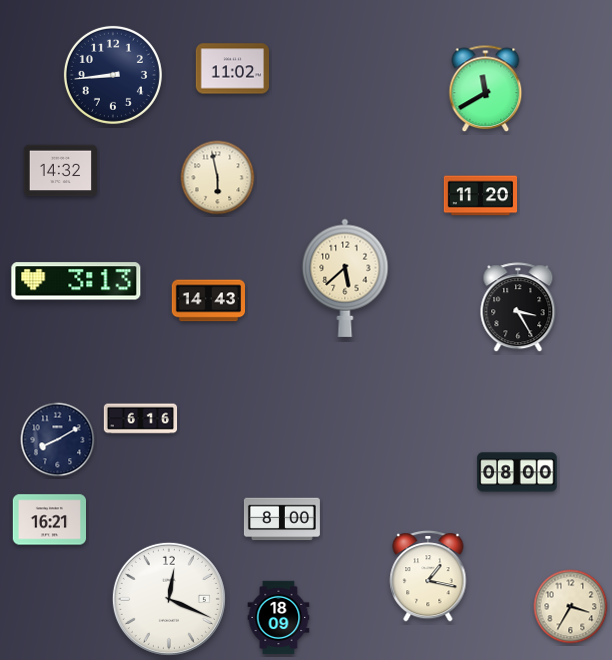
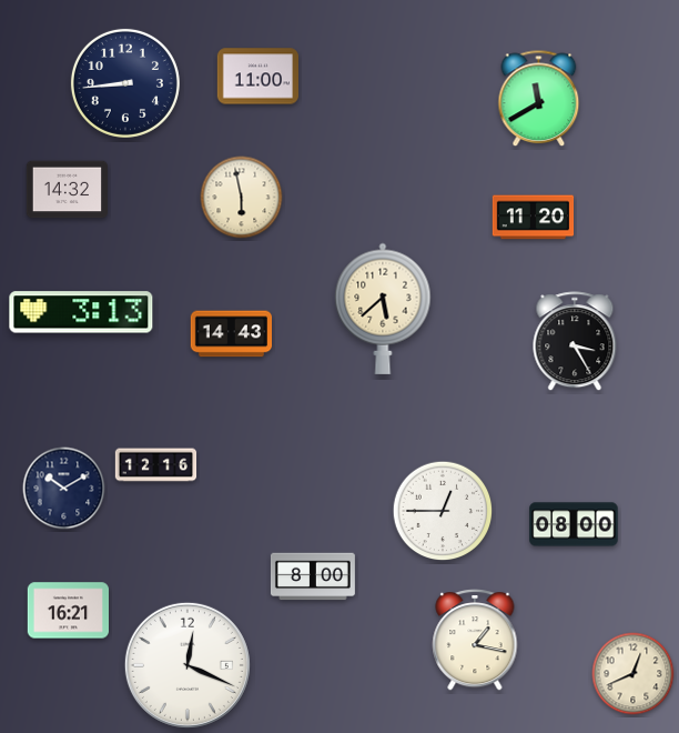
clock at (232, 69): 11:02 -> 11:00
clock at (76, 281) position: (76, 281) -> (81, 312)
clock at (141, 419): 6:16 -> 12:16
clock at (58, 440): 8:10 -> 10:10
clock at (443, 511): none -> 12:45
clock at (49, 520) position: (49, 520) -> (68, 611)
clock at (571, 607): 3:35 -> 12:41
clock at (279, 618): 18:09 -> none
